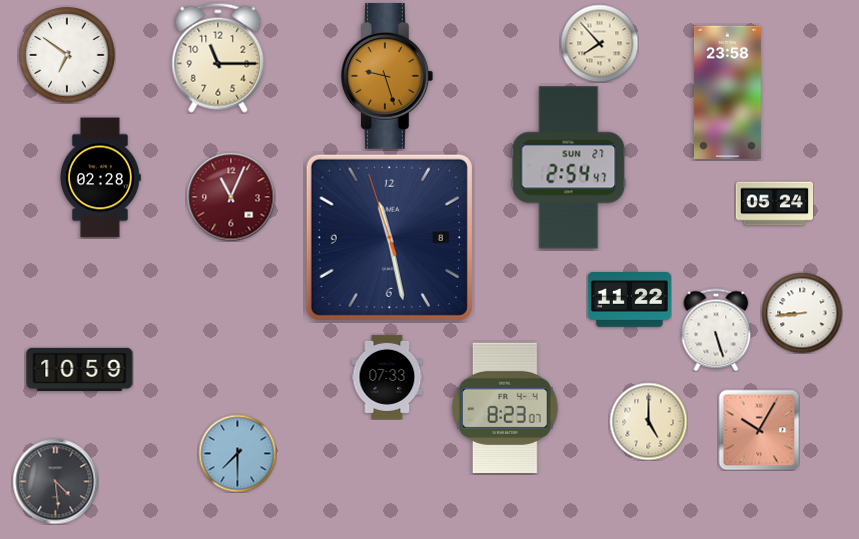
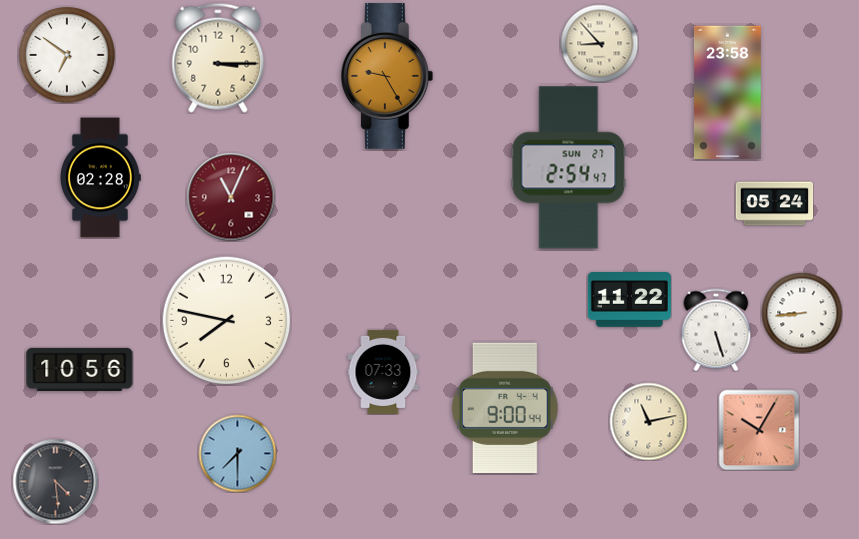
clock at (599, 43): 7:53 -> 8:53
clock at (218, 58): 11:15 -> 3:15
clock at (387, 76): 9:27 -> 9:25
clock at (389, 237): 11:27 -> none
clock at (226, 320): none -> 7:47
clock at (80, 369): 10:59 -> 10:56
clock at (387, 377) position: (387, 377) -> (383, 372)
clock at (505, 408): 8:23 -> 9:00
clock at (648, 421): 5:00 -> 11:13
